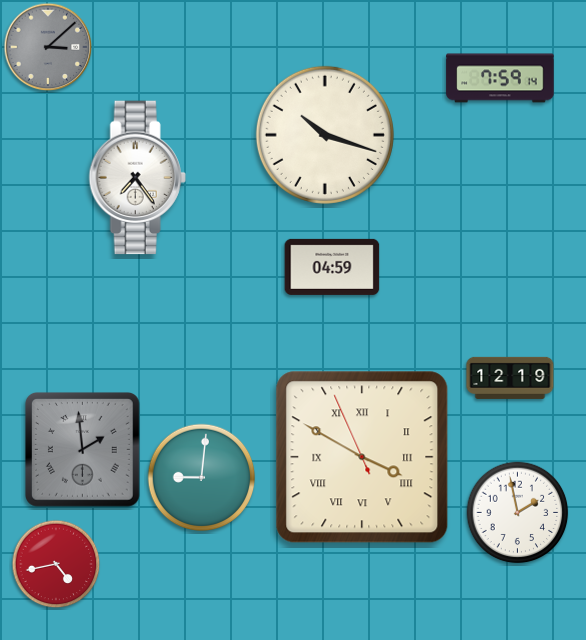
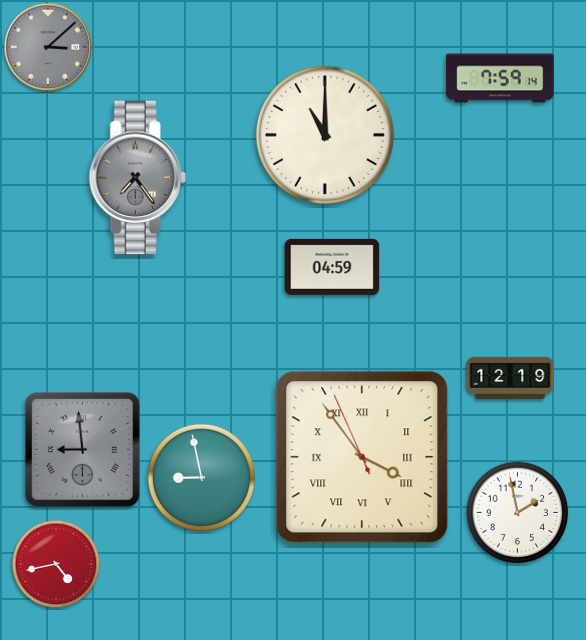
clock at (325, 135): 10:18 -> 11:00
clock at (137, 178) dial: white -> grey
clock at (83, 450): 1:59 -> 8:59
clock at (362, 457): 3:49 -> 3:53
clock at (202, 478): 9:01 -> 8:58
